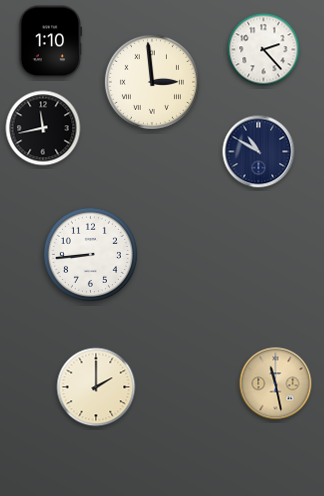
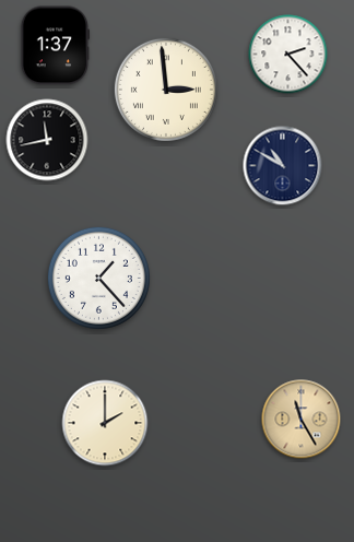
clock at (51, 42): 1:10 -> 1:37
clock at (90, 254): 8:44 -> 1:23
clock at (276, 384): 11:28 -> 11:25
